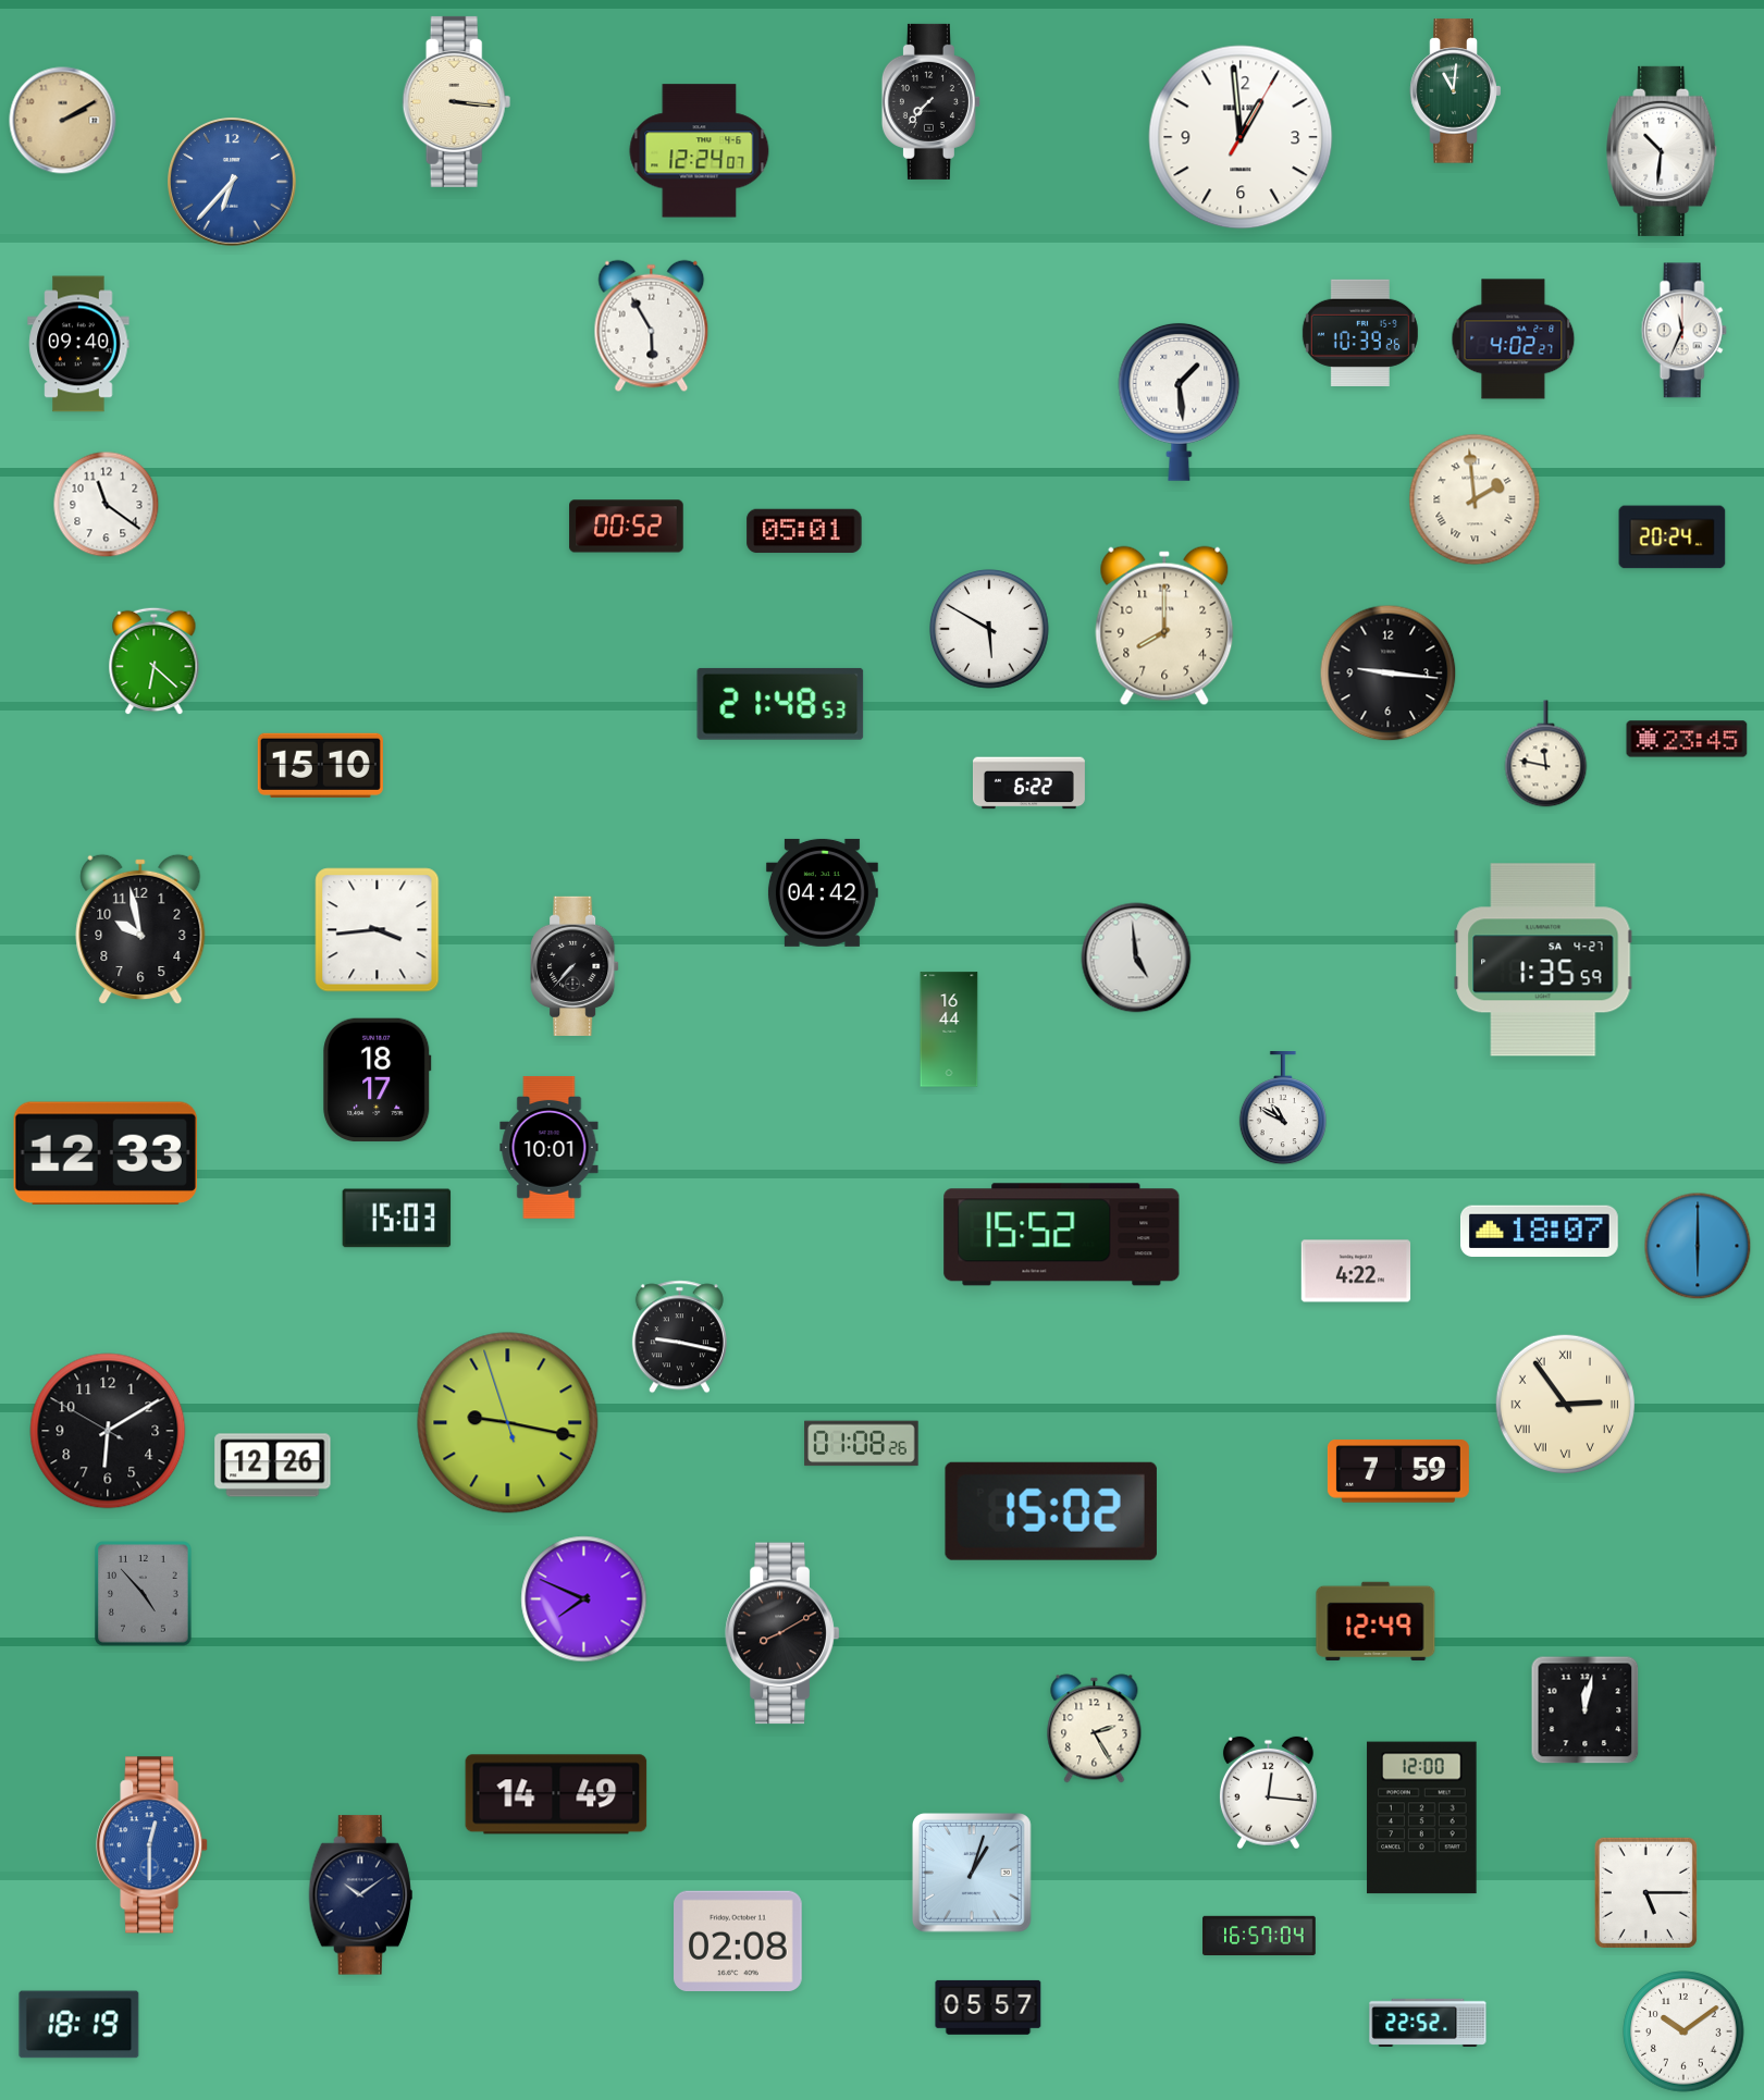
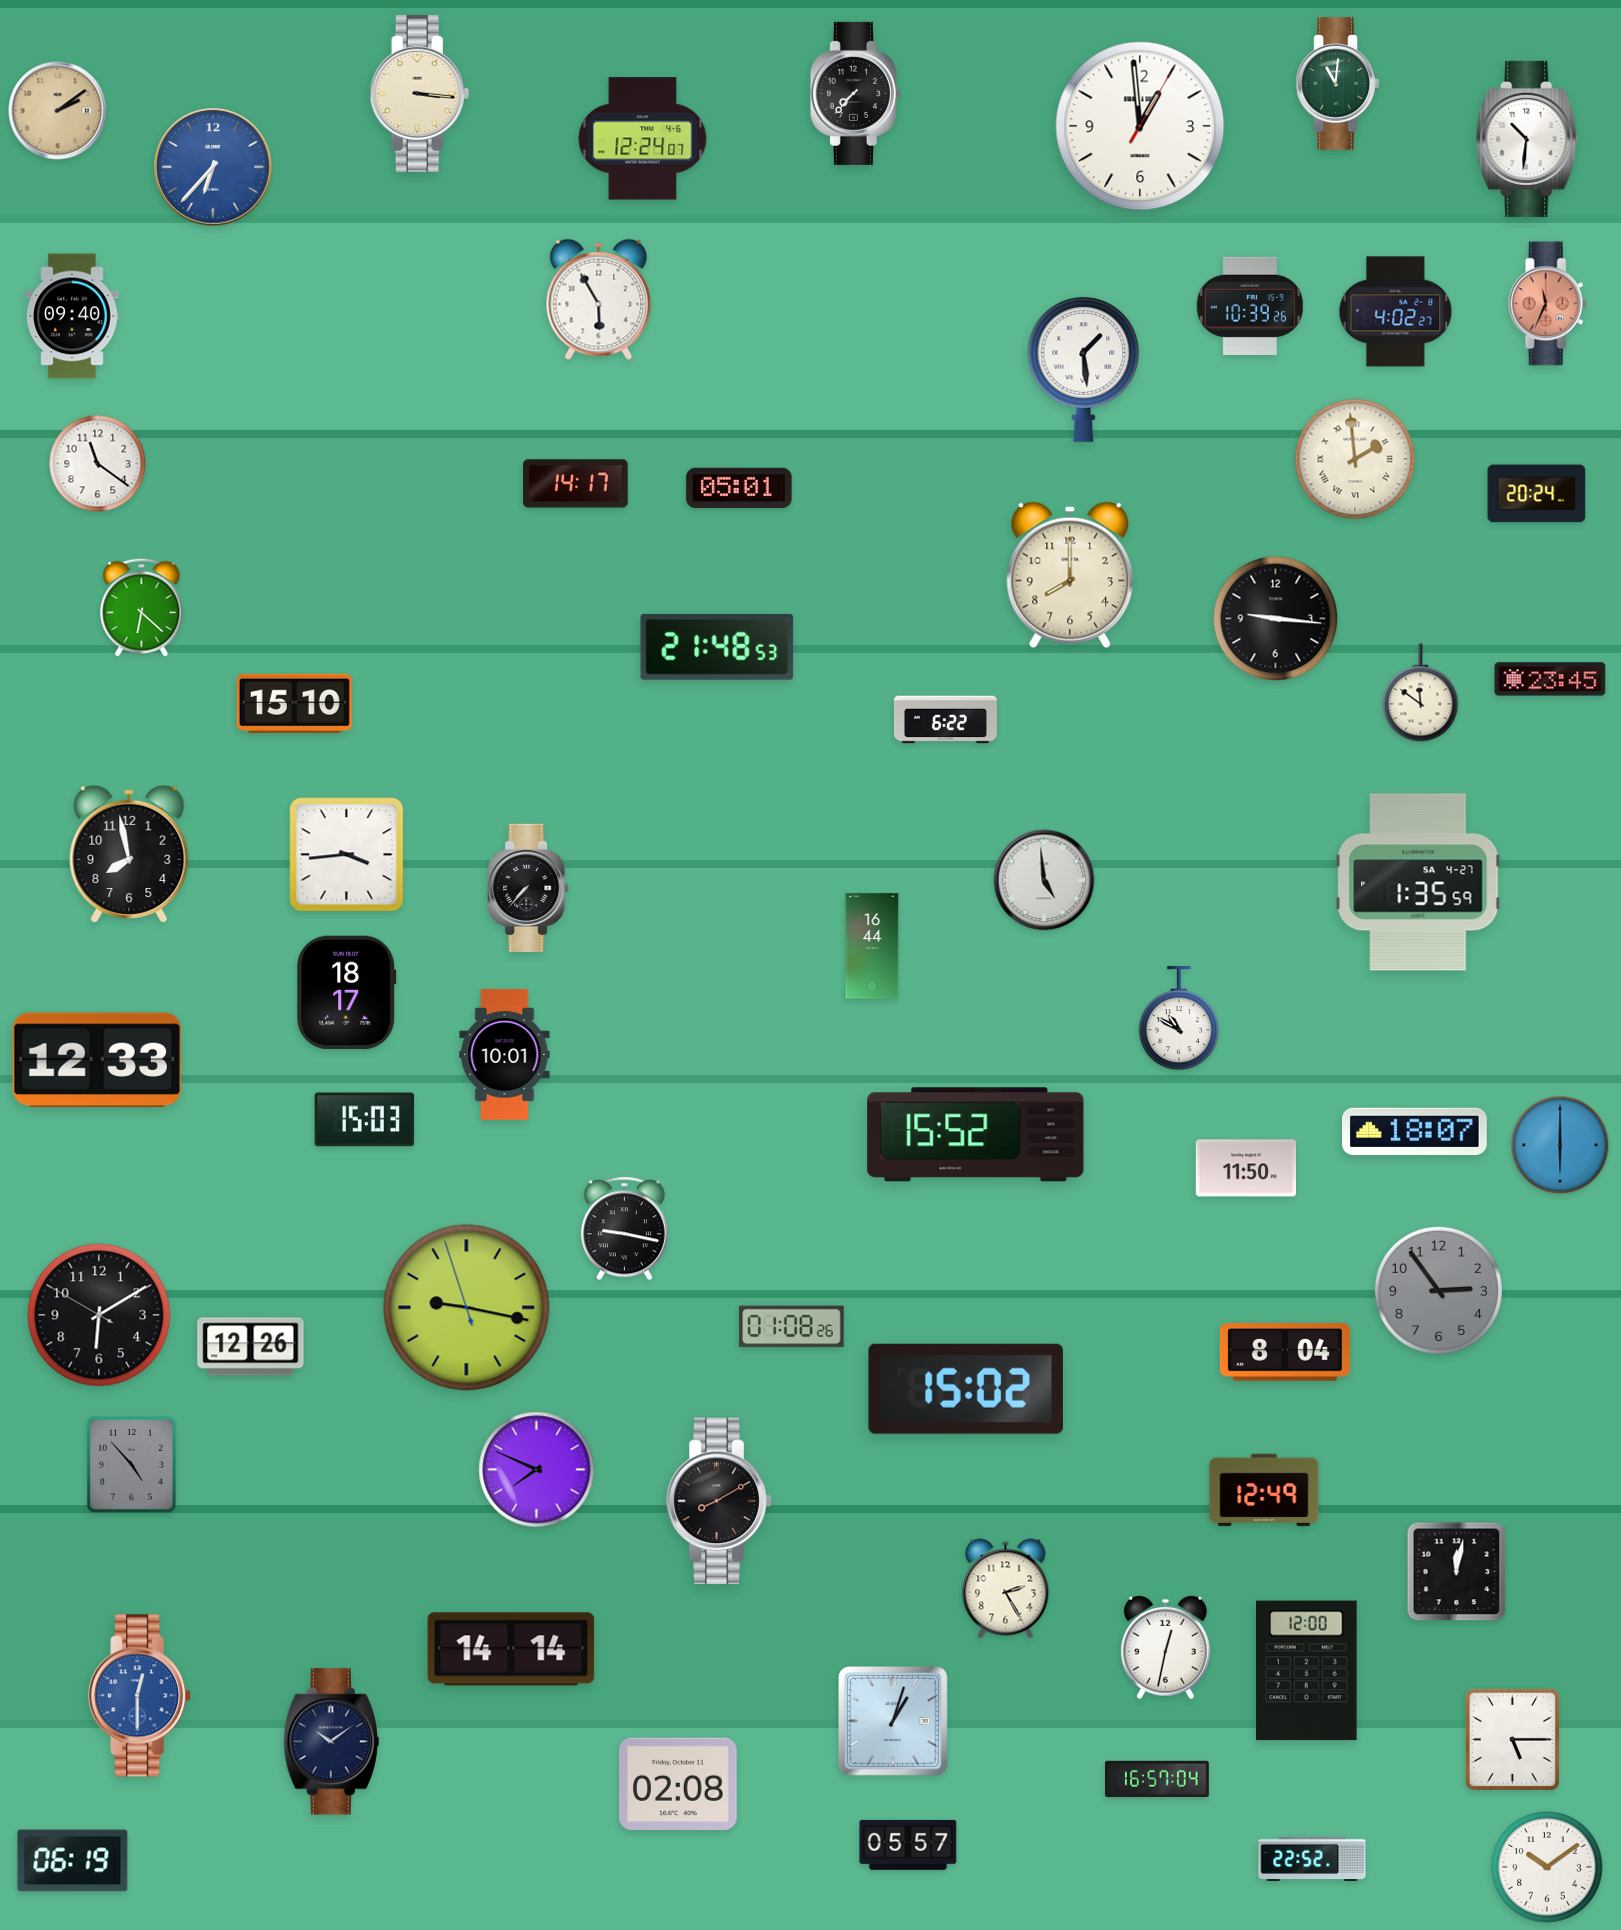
clock at (63, 121): 2:10 -> 2:09
clock at (1683, 331) dial: white -> salmon
clock at (1514, 339) position: (1514, 339) -> (1396, 312)
clock at (627, 527): 00:52 -> 14:17
clock at (990, 630): 5:50 -> none
clock at (1546, 754): 11:47 -> 11:51
clock at (822, 892): 04:42 -> none
clock at (140, 928): 9:58 -> 7:58
clock at (1356, 1271): 4:22 -> 11:50
clock at (1565, 1404) dial: cream -> grey
clock at (1565, 1404) numerals: Roman -> Arabic
clock at (1398, 1471): 7:59 -> 8:04
clock at (1268, 1793): 12:16 -> 12:32
clock at (556, 1794): 14:49 -> 14:14
clock at (79, 2025): 18:19 -> 06:19
